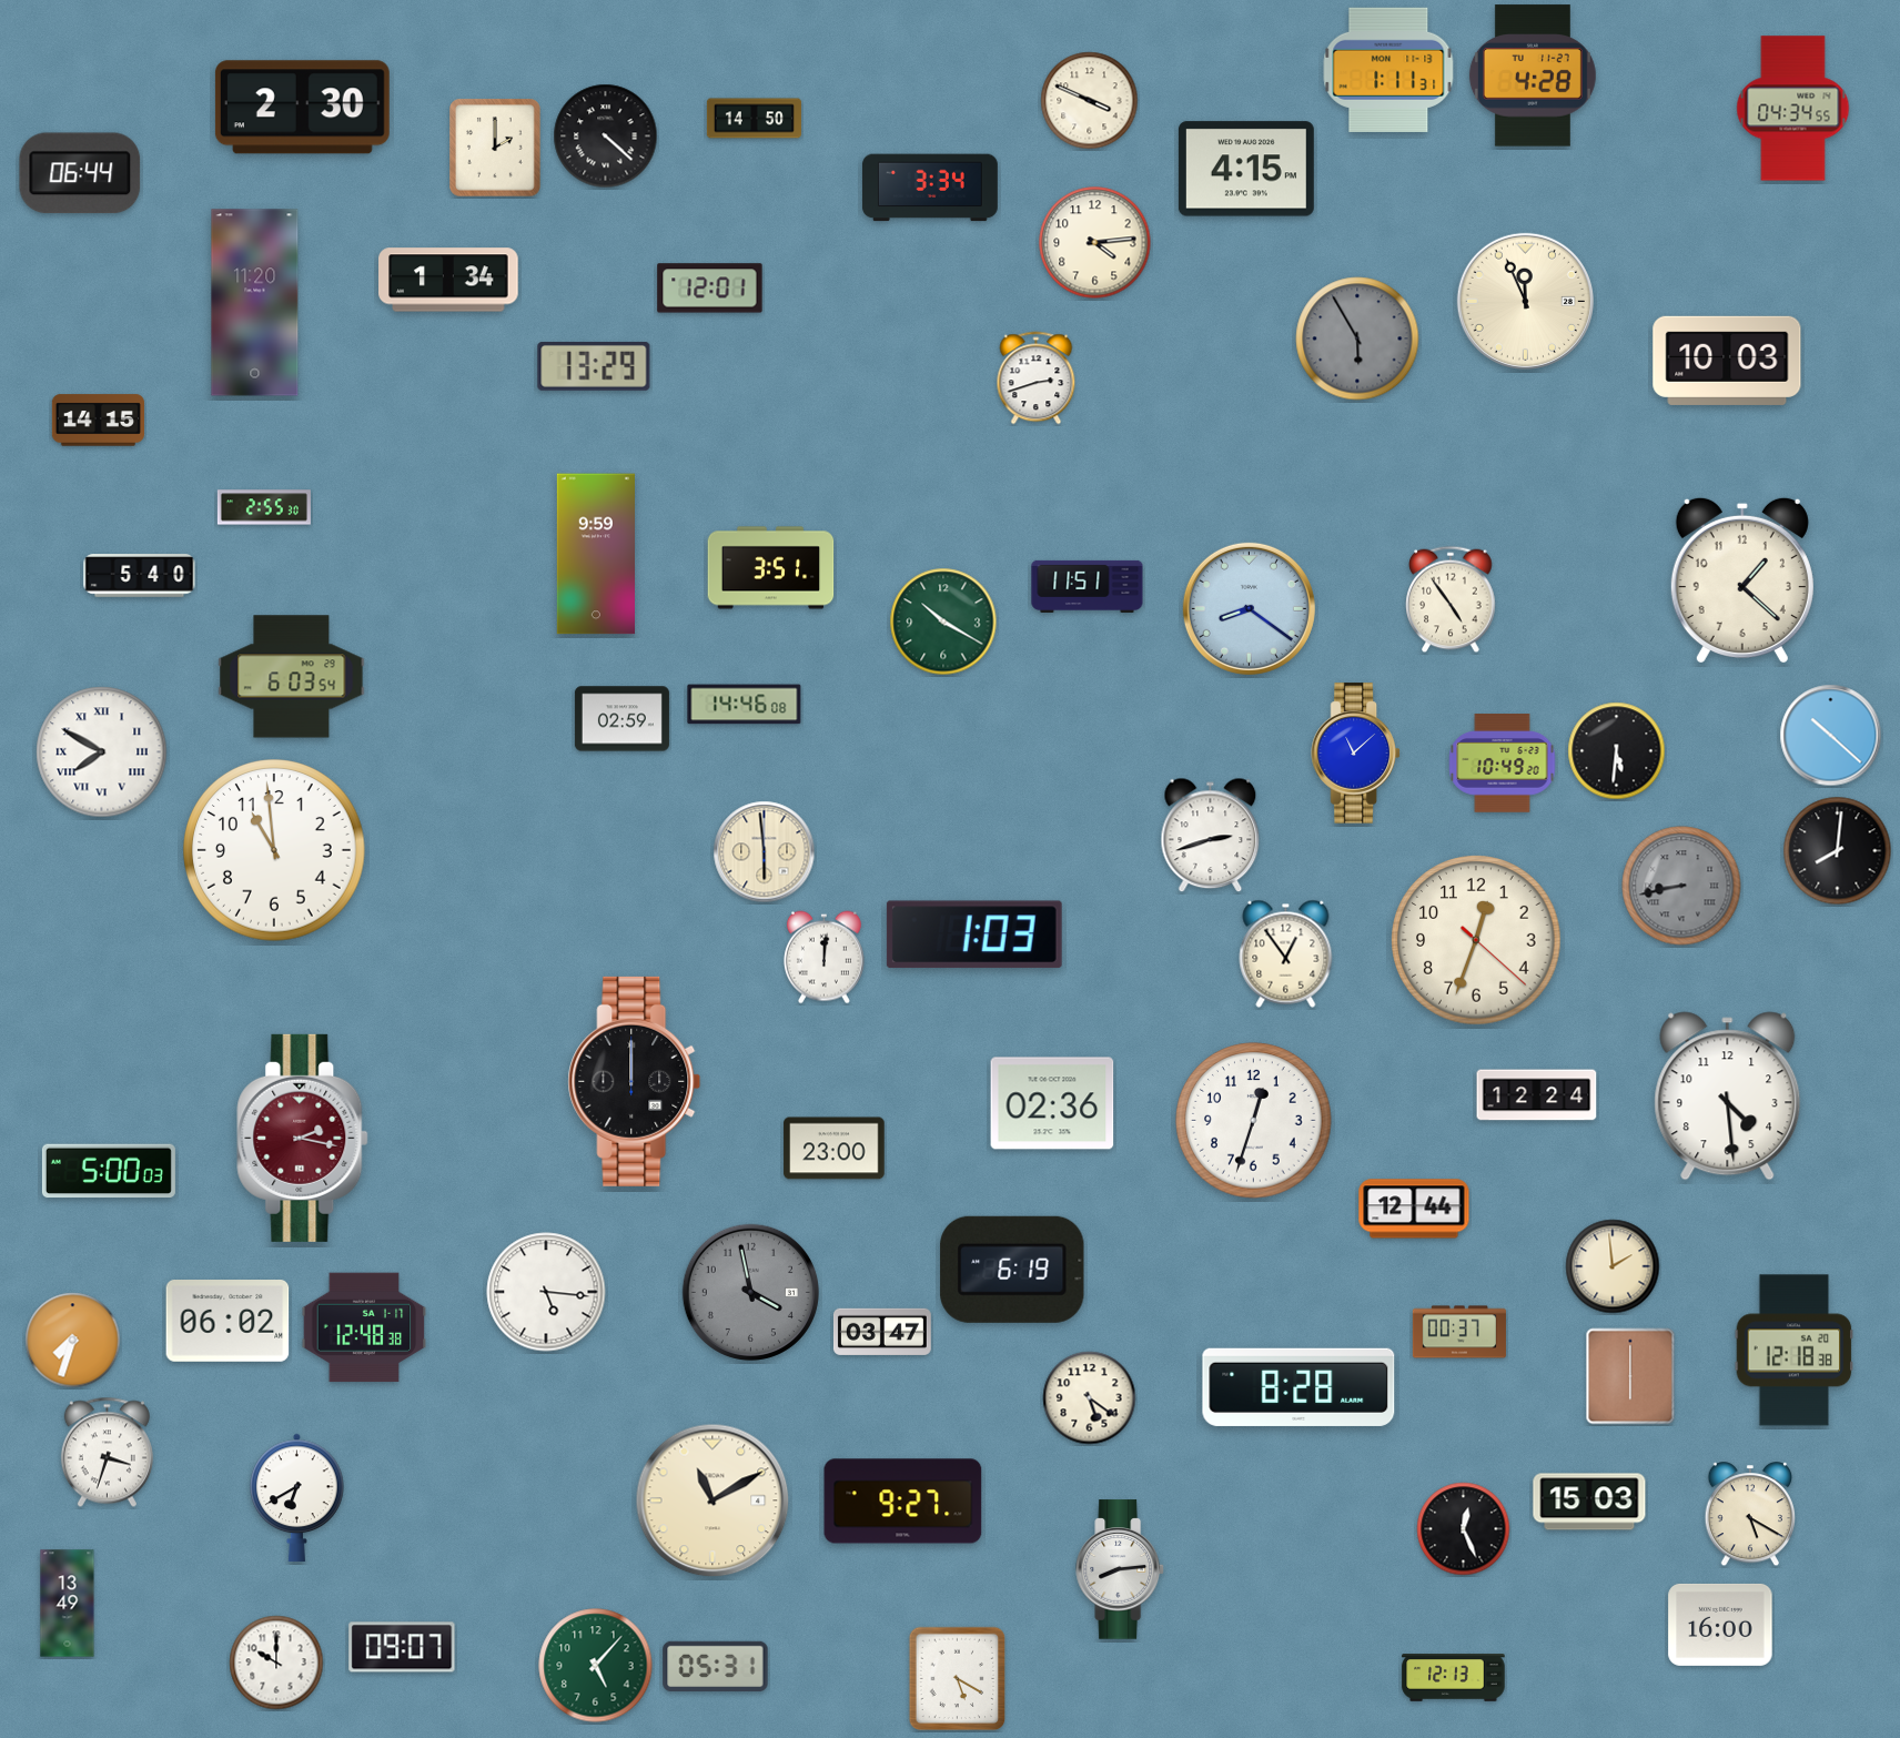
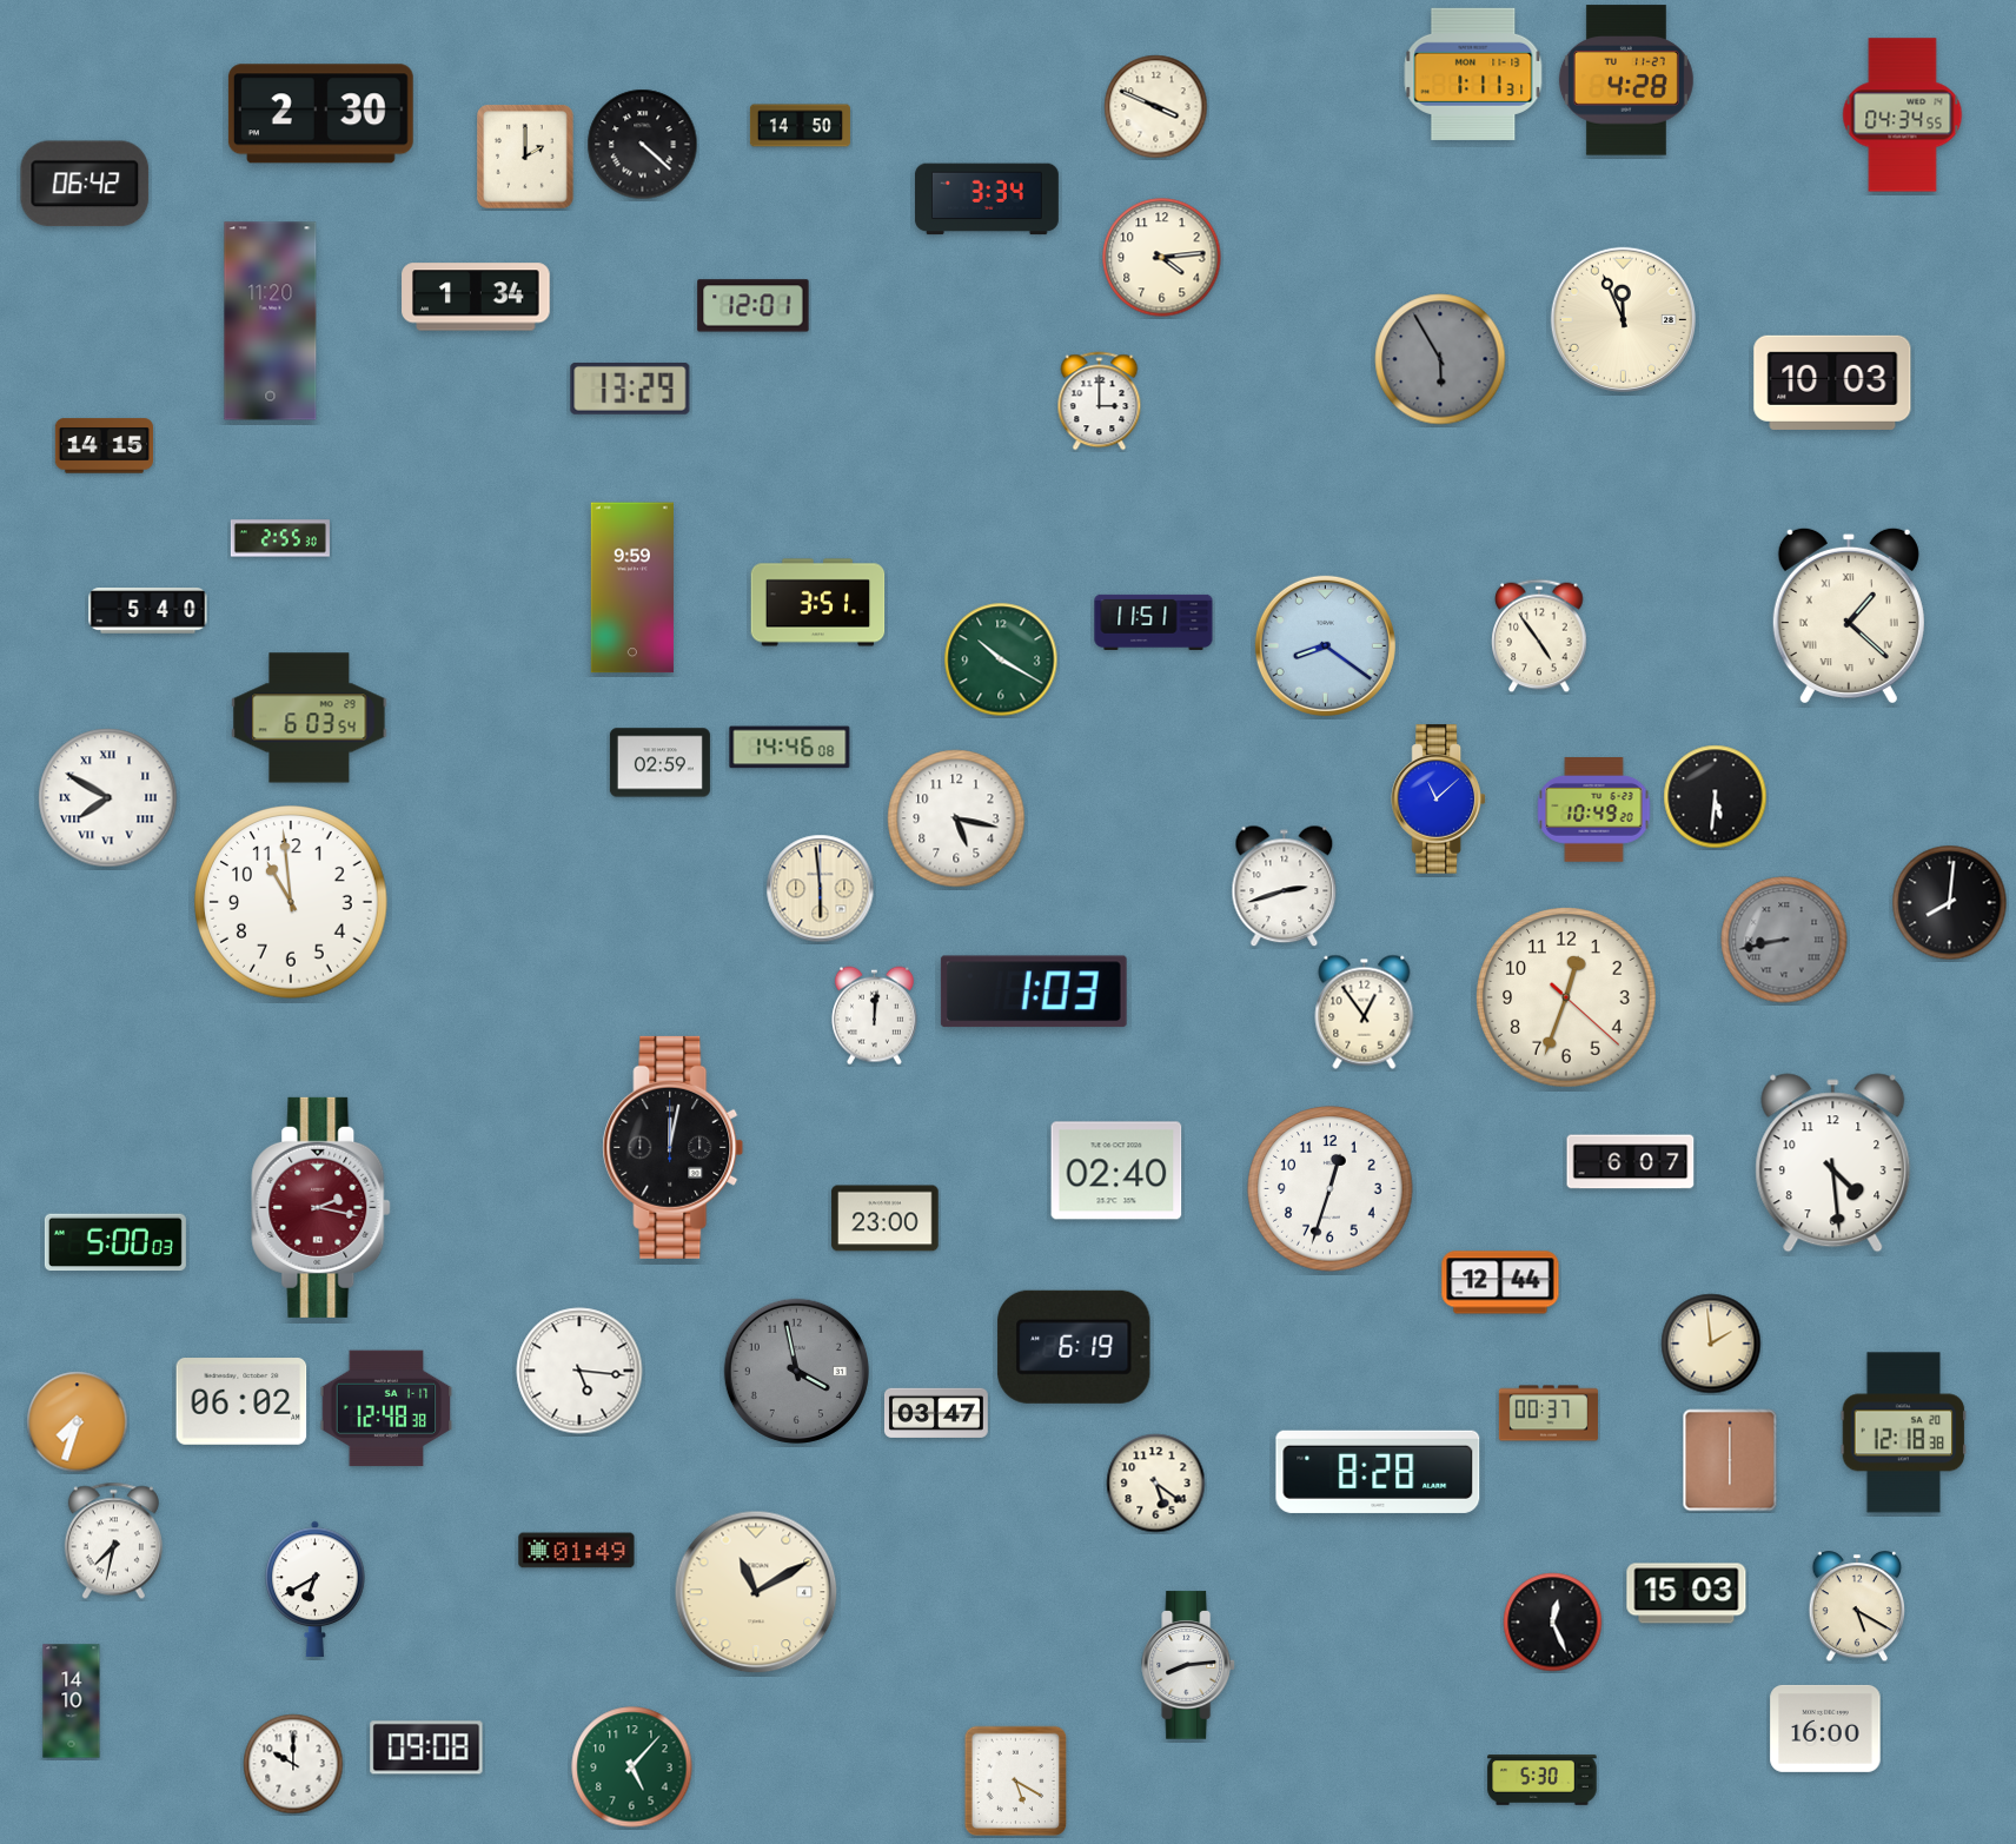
clock at (1246, 169): 4:15 -> none
clock at (80, 173): 06:44 -> 06:42
clock at (1525, 301) position: (1525, 301) -> (1623, 319)
clock at (1037, 378): 2:42 -> 3:00
clock at (1742, 579) numerals: Arabic -> Roman
clock at (1831, 736): 10:22 -> none
clock at (956, 818): none -> 5:17
clock at (765, 852) position: (765, 852) -> (821, 889)
clock at (635, 1081): 12:00 -> 12:02
clock at (1537, 1095): 12:24 -> 6:07
clock at (1052, 1103): 02:36 -> 02:40
clock at (107, 1453): 3:33 -> 7:32
clock at (577, 1551): none -> 01:49
clock at (903, 1502): 9:27 -> none
clock at (68, 1604): 13:49 -> 14:10
clock at (1720, 1625) position: (1720, 1625) -> (1825, 1729)
clock at (402, 1647): 09:07 -> 09:08
clock at (716, 1666): 05:31 -> none
clock at (1454, 1678): 12:13 -> 5:30
